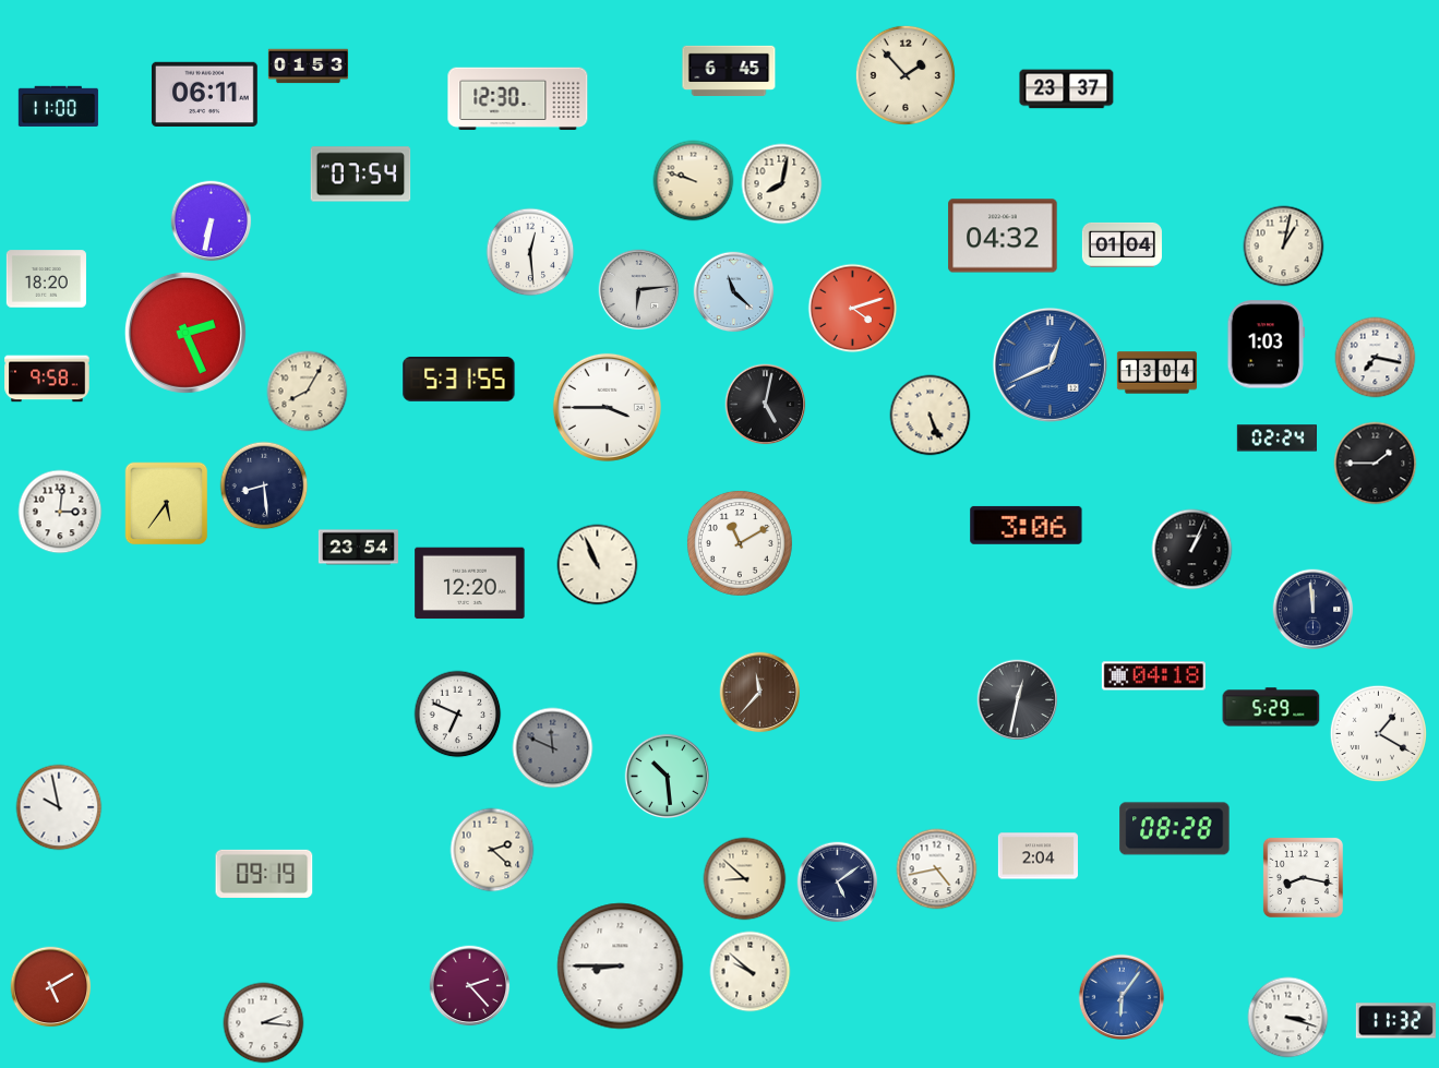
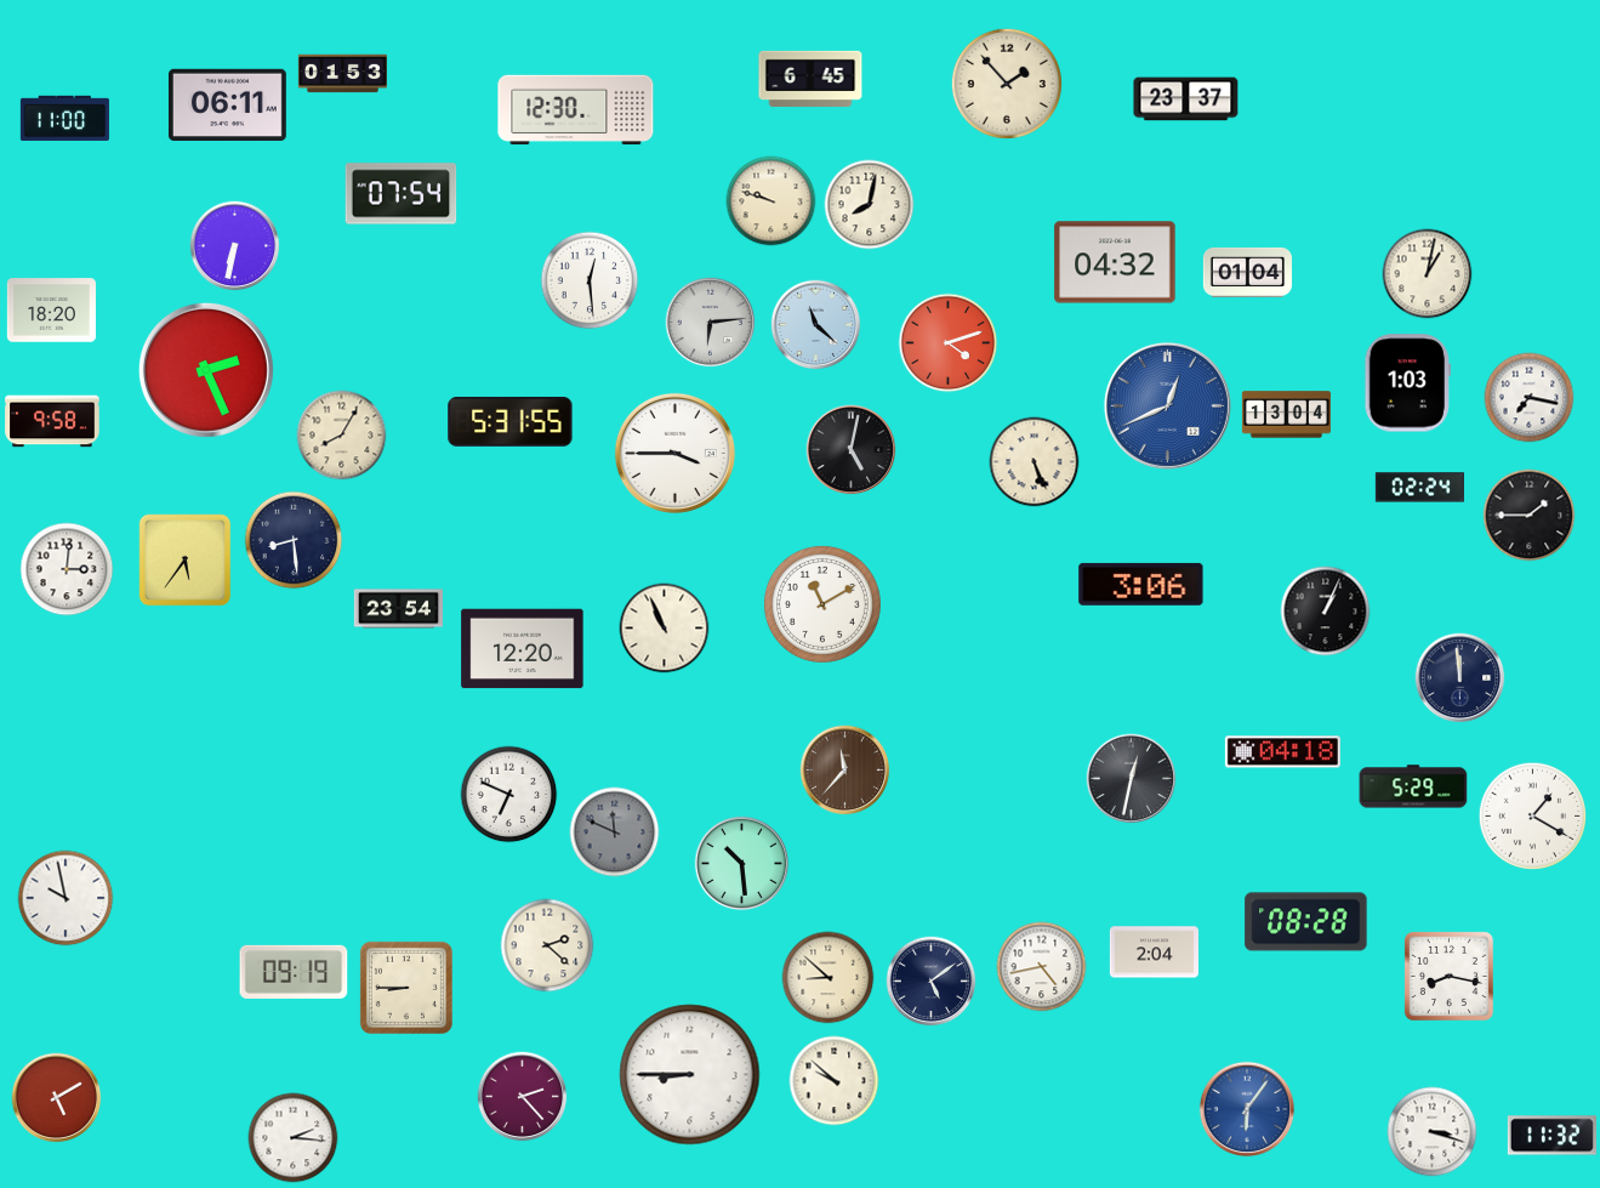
clock at (406, 988): none -> 8:45
